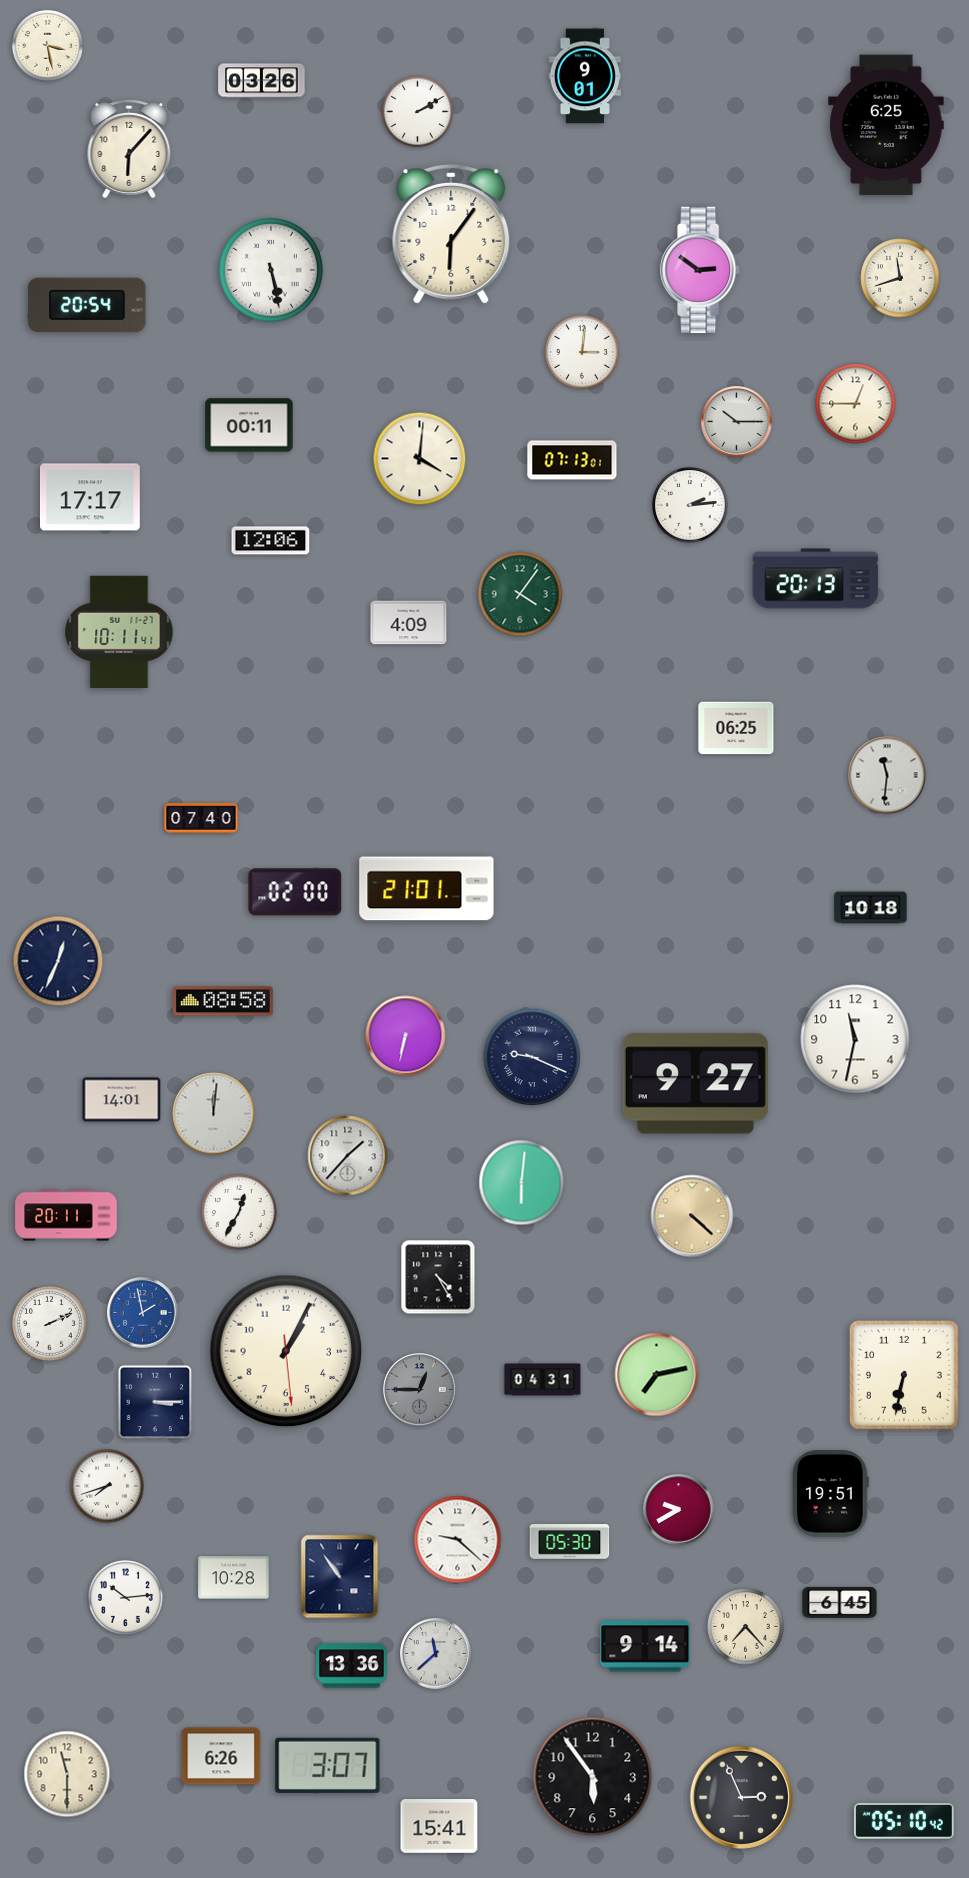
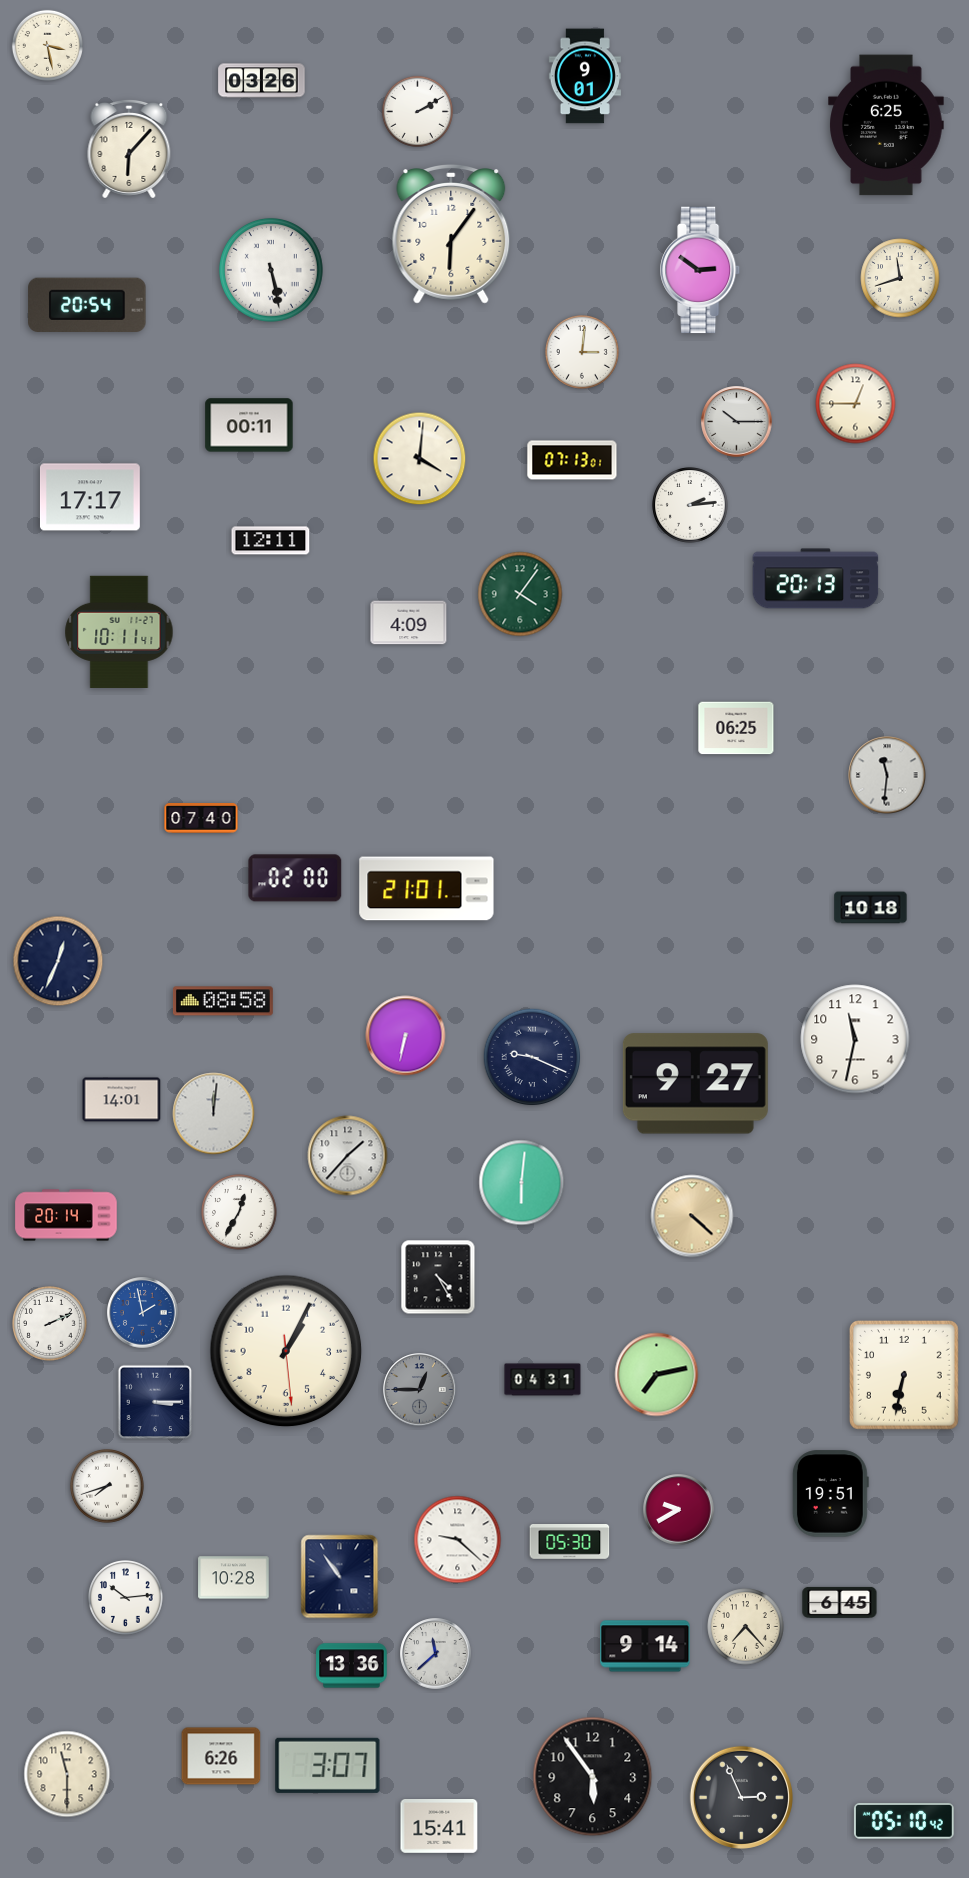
clock at (271, 541): 12:06 -> 12:11
clock at (295, 892) position: (295, 892) -> (295, 878)
clock at (66, 1215): 20:11 -> 20:14
